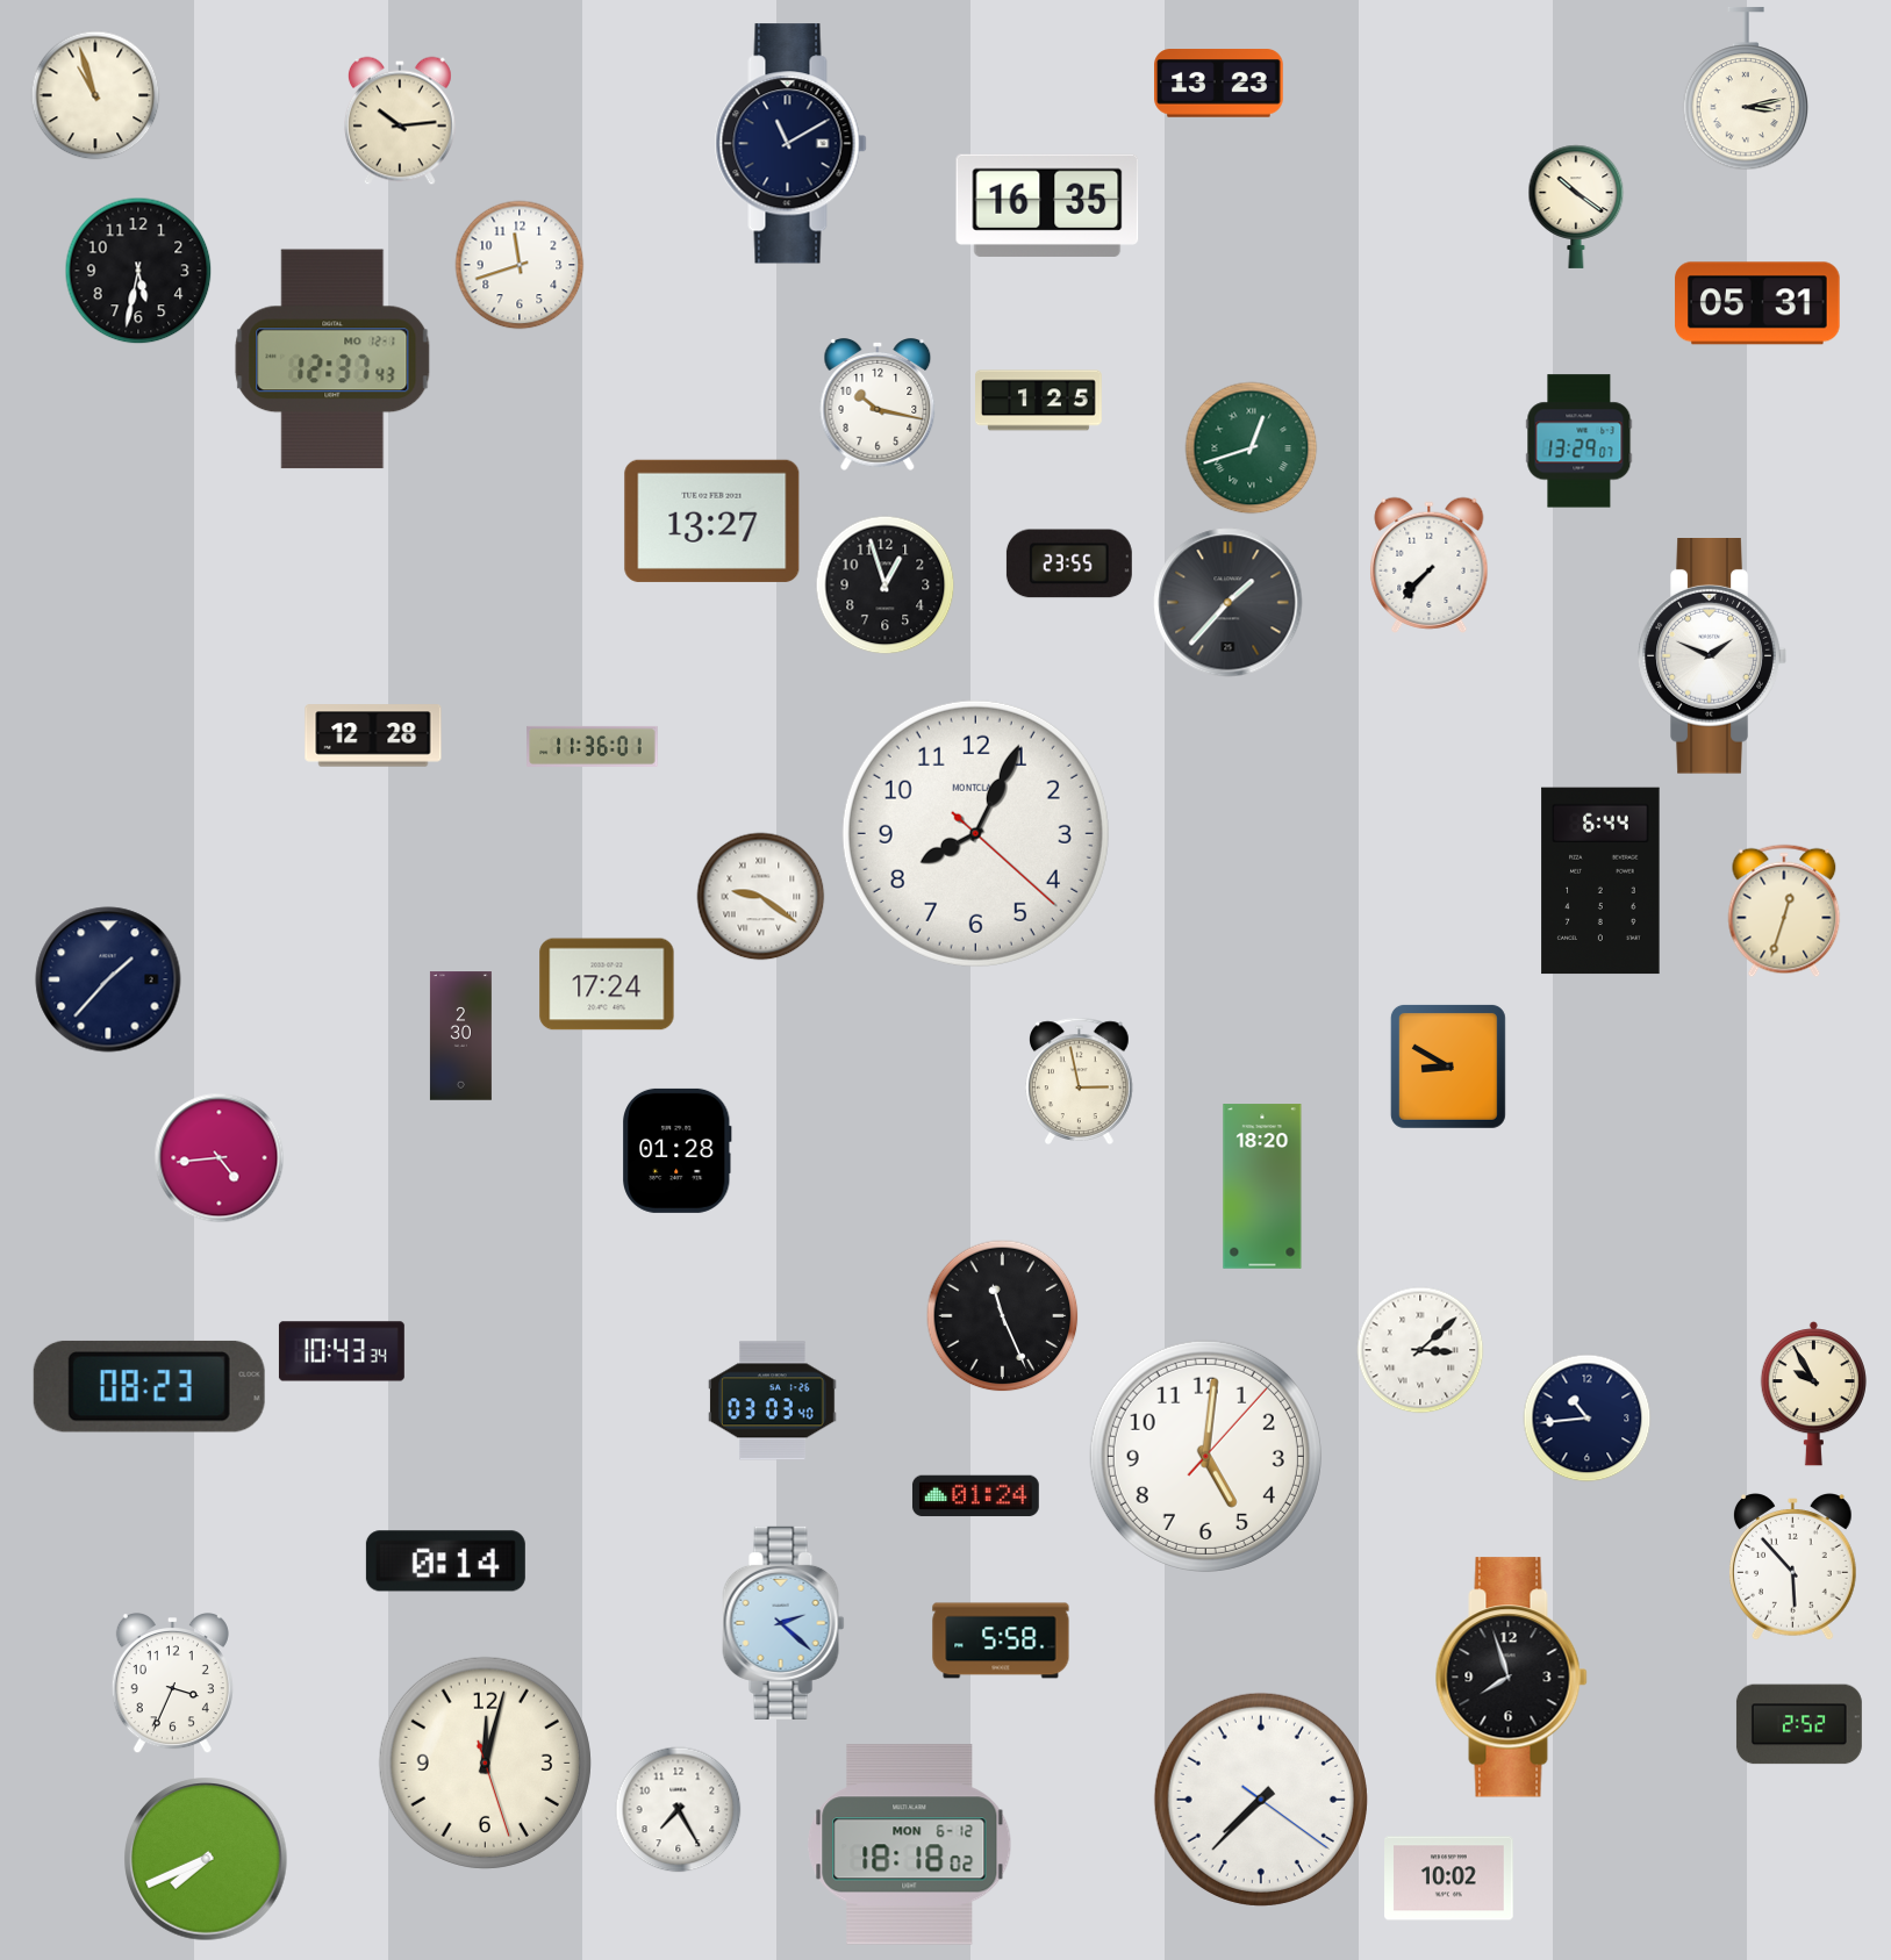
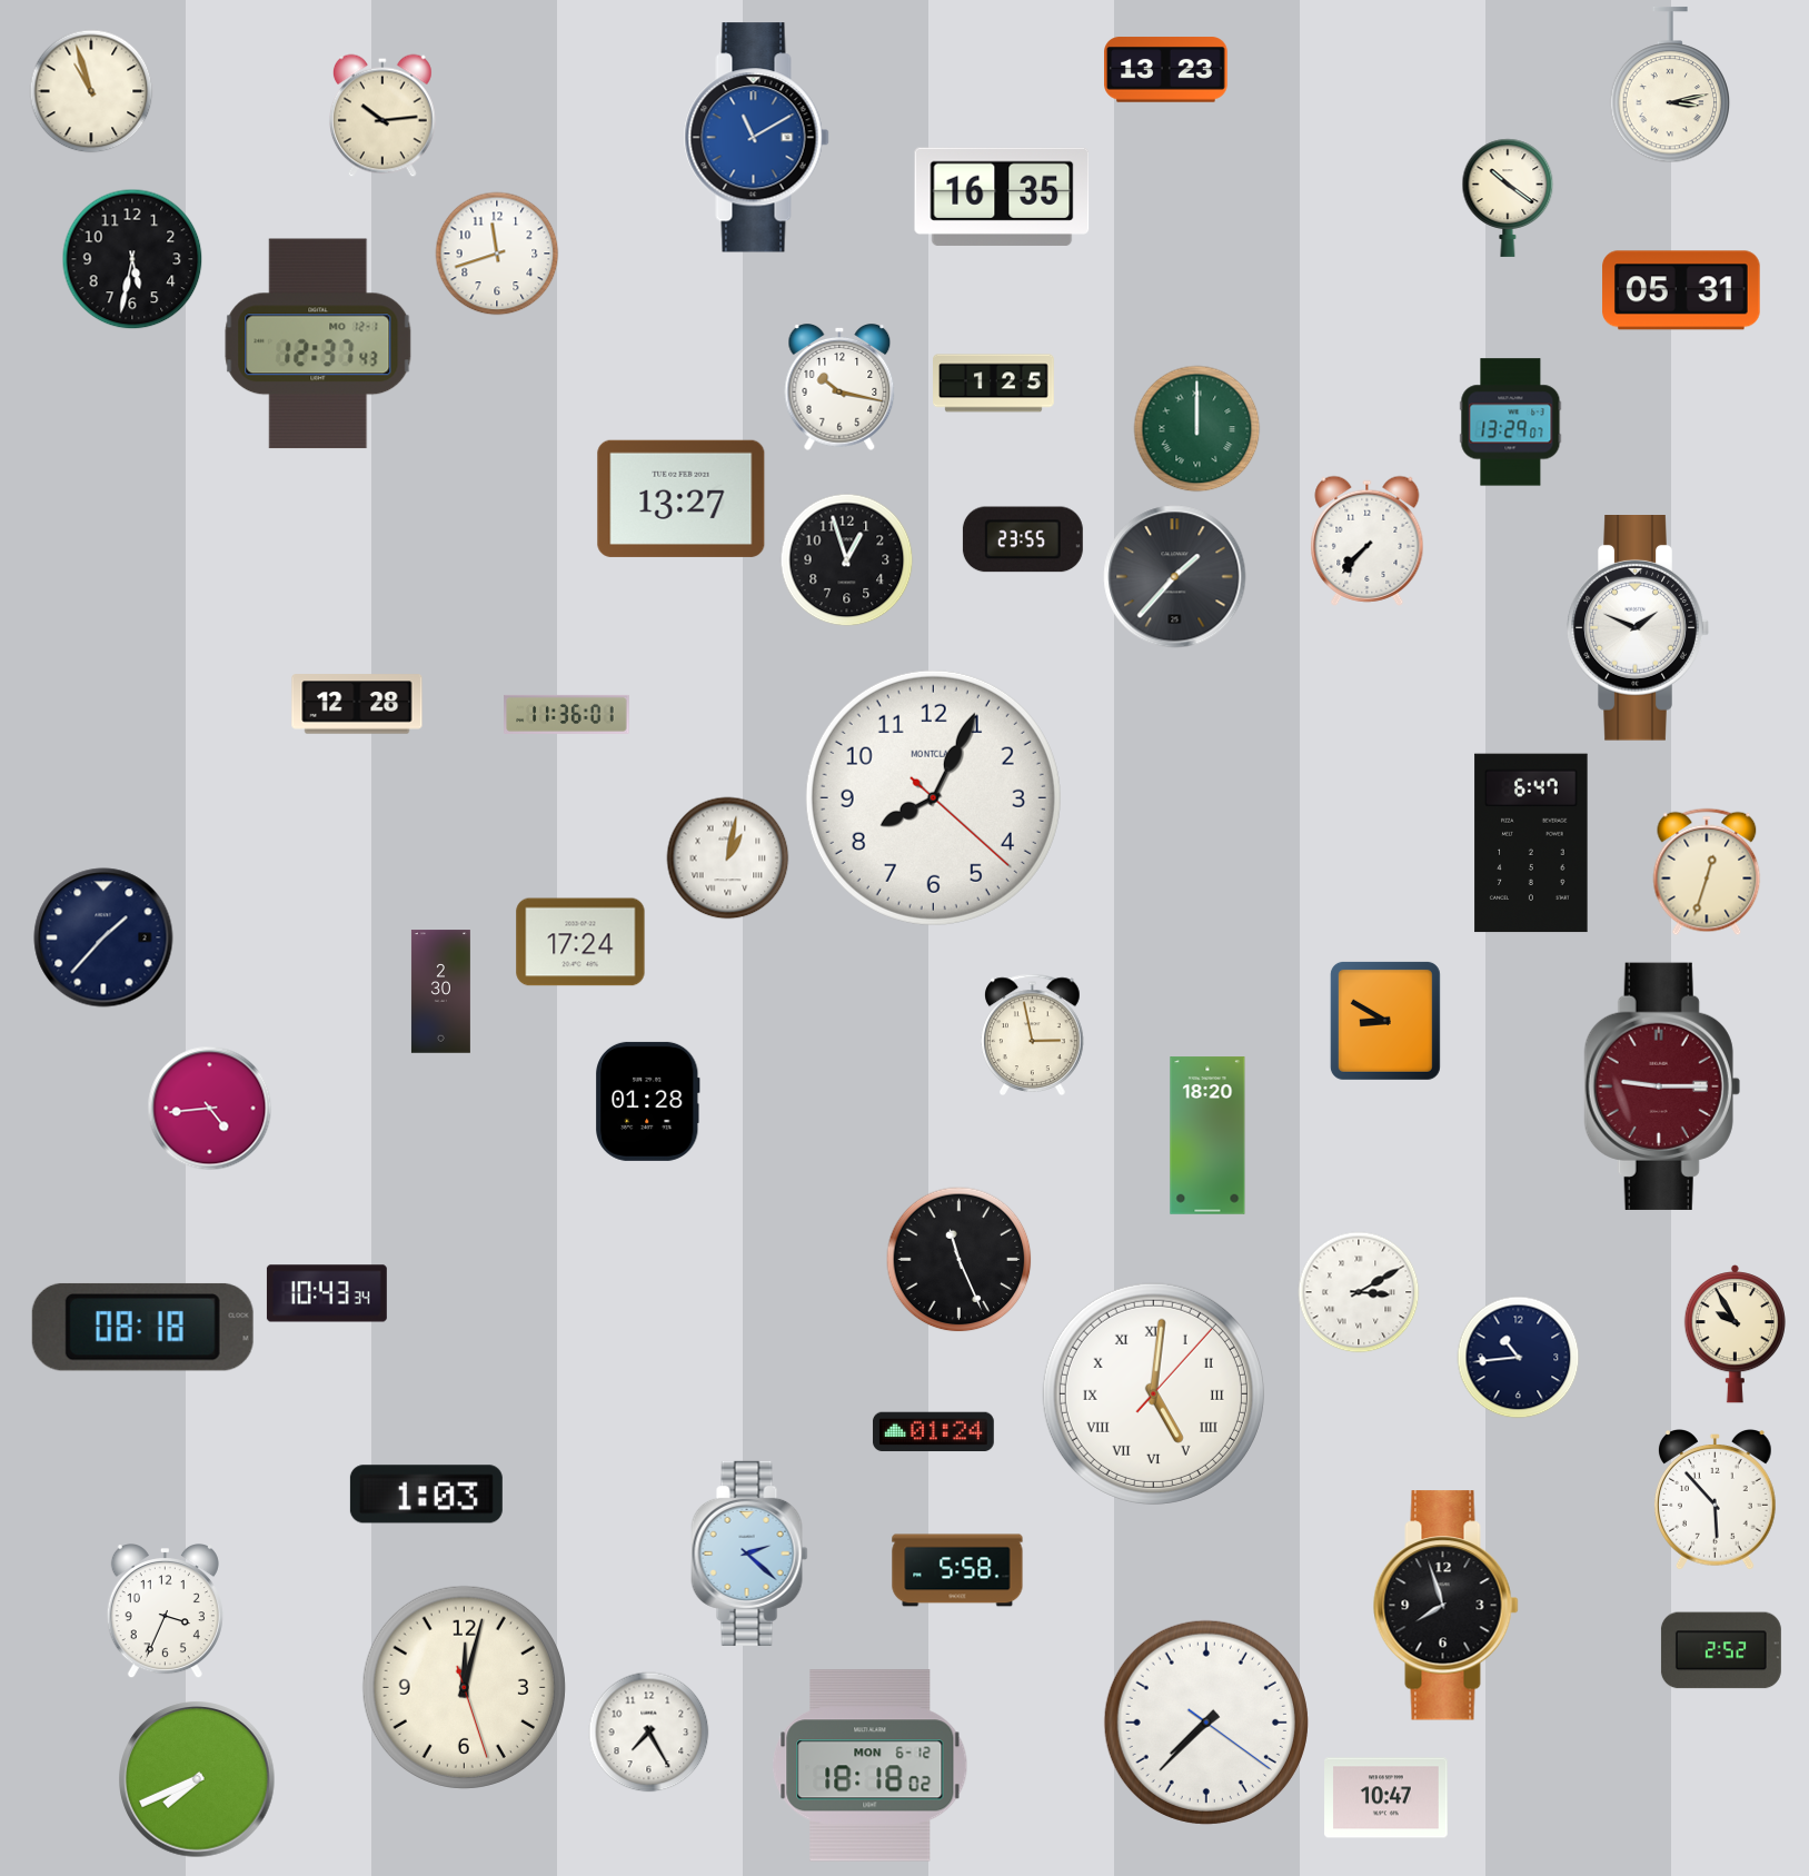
clock at (1219, 84) position: (1219, 84) -> (1166, 70)
clock at (792, 144) dial: navy -> blue
clock at (1252, 448): 12:42 -> 12:00
clock at (1600, 881): 6:44 -> 6:47
clock at (761, 897): 9:21 -> 1:02
clock at (1662, 1086): none -> 9:15
clock at (1420, 1350): 3:08 -> 3:10
clock at (149, 1386): 08:23 -> 08:18
clock at (773, 1401): 03:03 -> none
clock at (1205, 1456) numerals: Arabic -> Roman
clock at (445, 1561): 0:14 -> 1:03
clock at (1449, 1879): 10:02 -> 10:47
